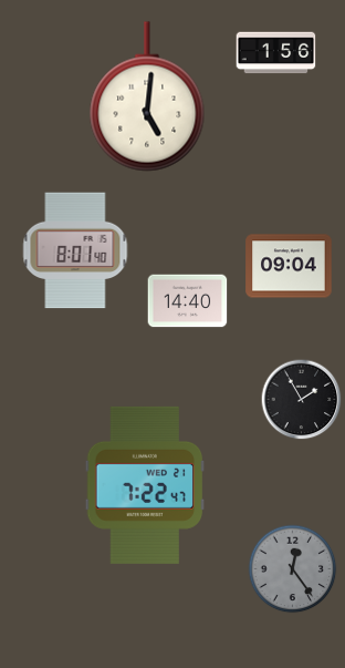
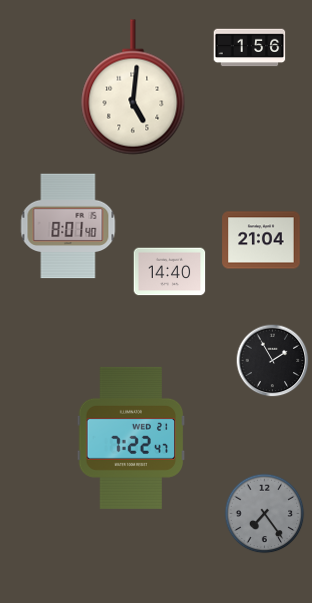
clock at (289, 266): 09:04 -> 21:04
clock at (293, 569): 12:24 -> 7:24
